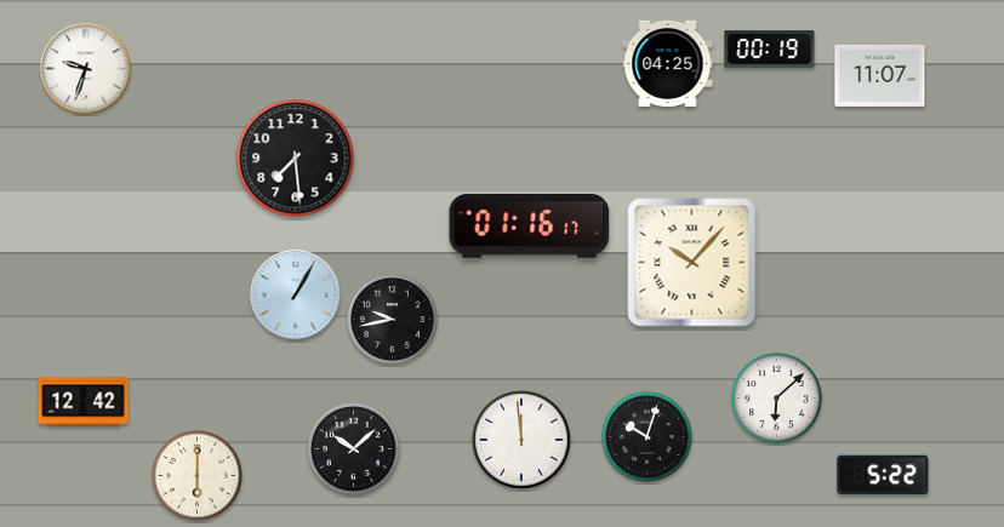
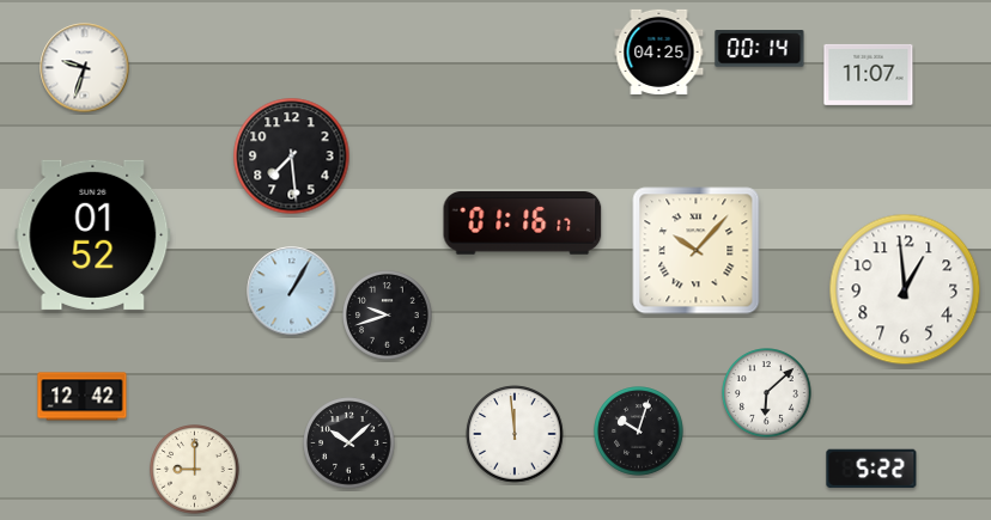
clock at (770, 50): 00:19 -> 00:14
clock at (668, 63) position: (668, 63) -> (659, 51)
clock at (93, 234): none -> 01:52
clock at (692, 263) position: (692, 263) -> (697, 251)
clock at (905, 289): none -> 12:59
clock at (393, 320): 9:43 -> 9:42
clock at (198, 476): 6:00 -> 9:00
